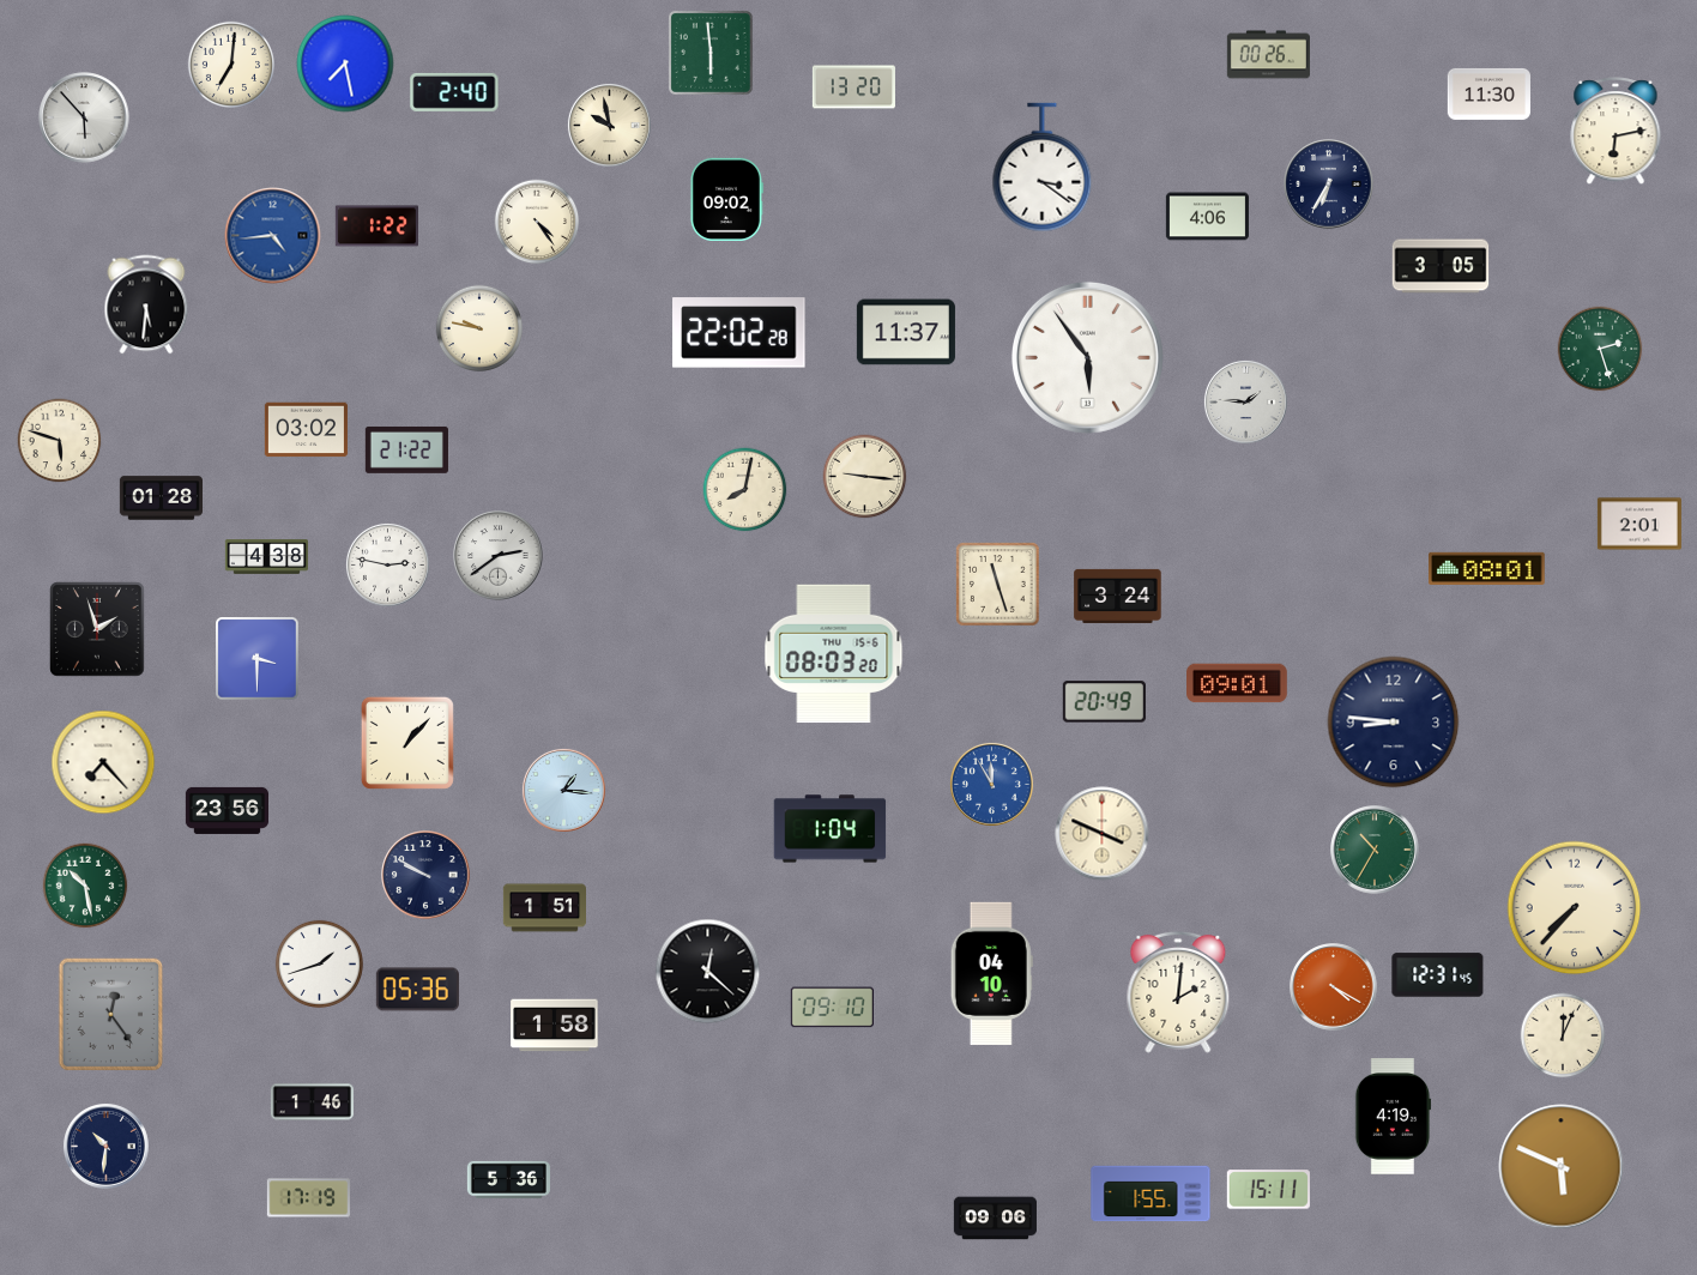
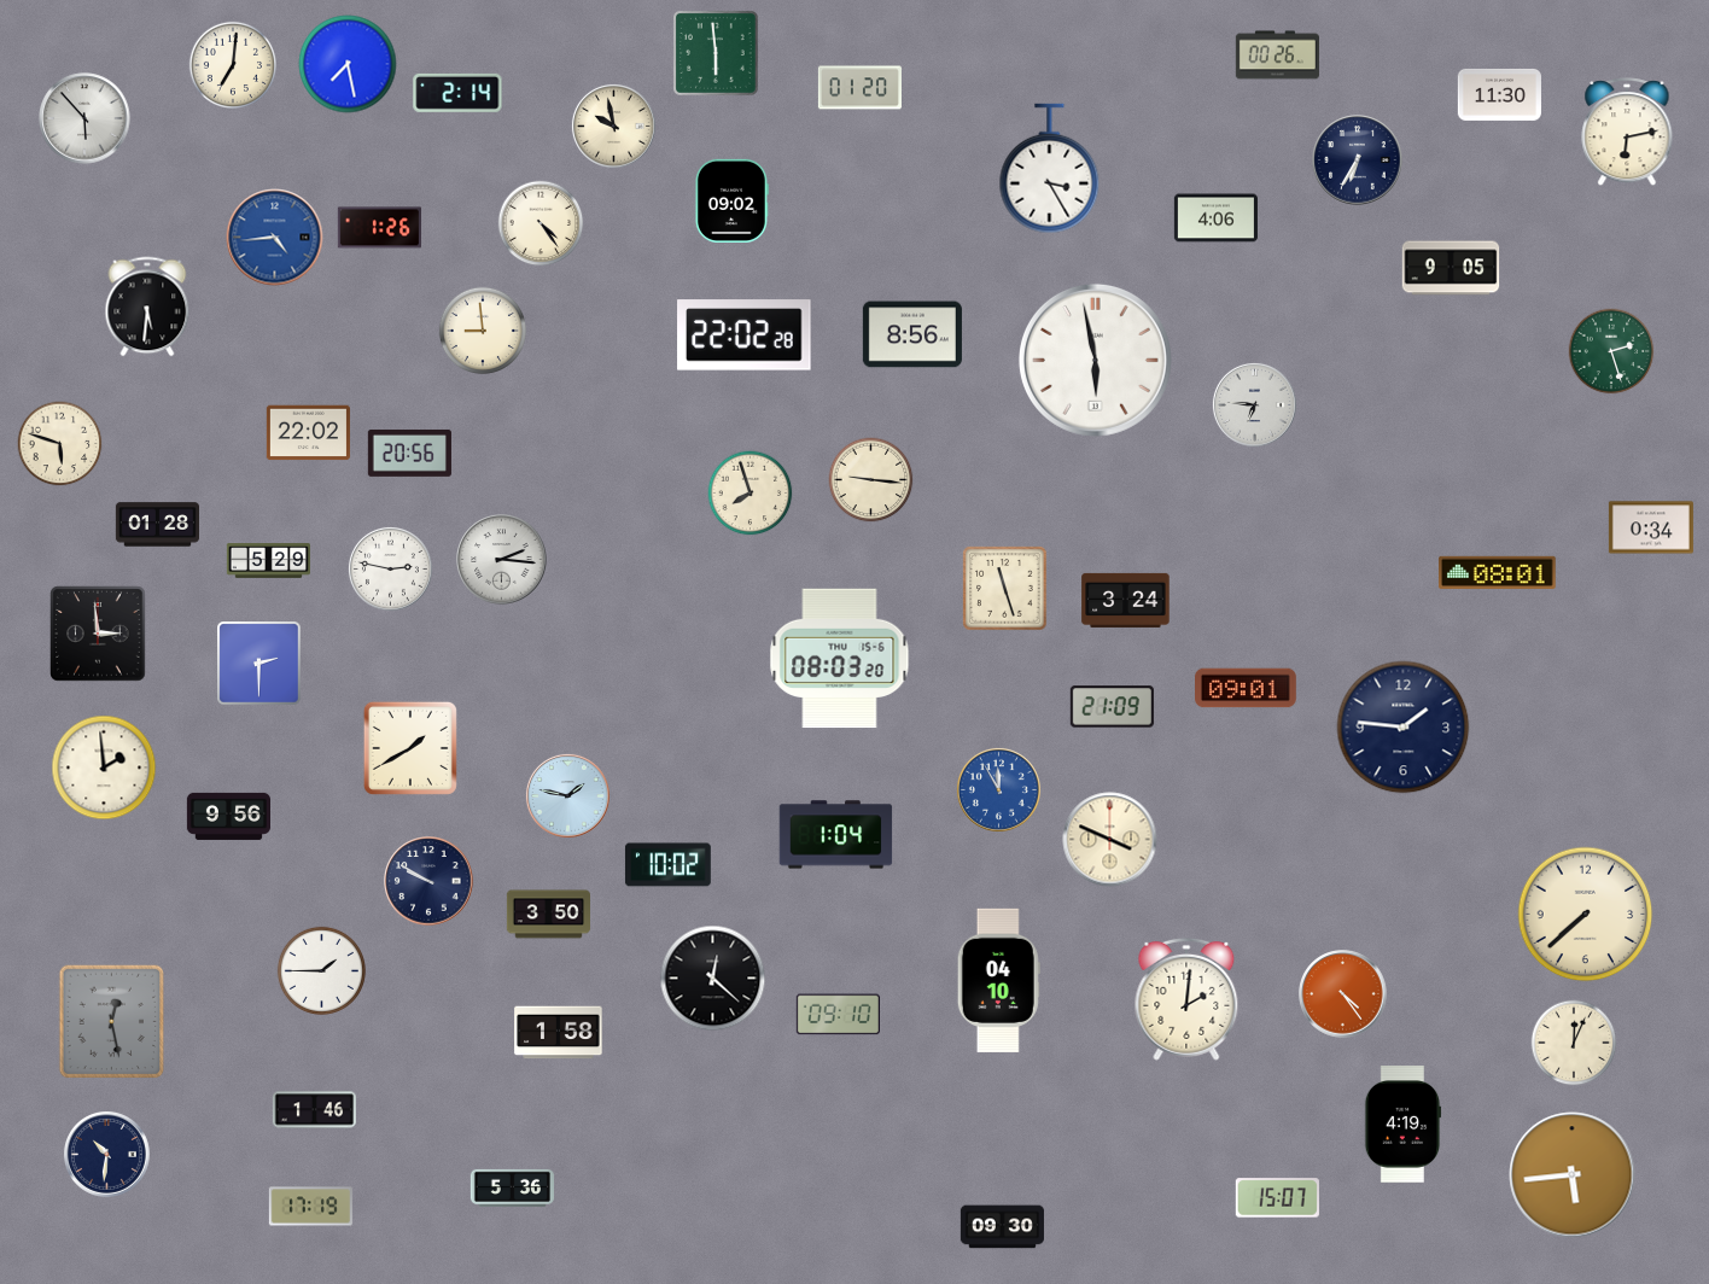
clock at (853, 87): 13:20 -> 01:20
clock at (454, 92): 2:40 -> 2:14
clock at (1043, 168): 3:21 -> 3:25
clock at (1329, 185) position: (1329, 185) -> (1358, 160)
clock at (376, 226): 1:22 -> 1:26
clock at (1441, 266): 3:05 -> 9:05
clock at (478, 327): 9:47 -> 8:59
clock at (906, 332): 11:37 -> 8:56
clock at (1087, 357): 5:54 -> 5:58
clock at (1245, 401): 1:46 -> 6:46
clock at (306, 430): 03:02 -> 22:02
clock at (406, 449): 21:22 -> 20:56
clock at (745, 490): 8:02 -> 7:57
clock at (161, 498) position: (161, 498) -> (157, 525)
clock at (1639, 524): 2:01 -> 0:34
clock at (499, 556): 2:39 -> 2:16
clock at (266, 557): 4:38 -> 5:29
clock at (97, 629): 1:57 -> 2:59
clock at (258, 659): 3:30 -> 2:30
clock at (1104, 702): 20:49 -> 21:09
clock at (1394, 723): 8:46 -> 1:46
clock at (407, 743): 1:07 -> 1:40
clock at (103, 762): 7:23 -> 1:59
clock at (563, 790): 1:16 -> 1:47
clock at (227, 810): 23:56 -> 9:56
clock at (1375, 850): 10:35 -> none
clock at (667, 865): none -> 10:02
clock at (85, 886): 10:28 -> none
clock at (544, 908): 1:51 -> 3:50
clock at (1575, 908): 7:37 -> 7:38
clock at (319, 963): 1:42 -> 1:45
clock at (1438, 975): 12:31 -> none
clock at (1334, 987): 4:20 -> 4:24
clock at (417, 990): 05:36 -> none
clock at (111, 1015): 12:24 -> 12:28
clock at (1562, 1167): 5:49 -> 5:44
clock at (1268, 1190): 15:11 -> 15:07
clock at (1151, 1194): 1:55 -> none
clock at (995, 1219): 09:06 -> 09:30
